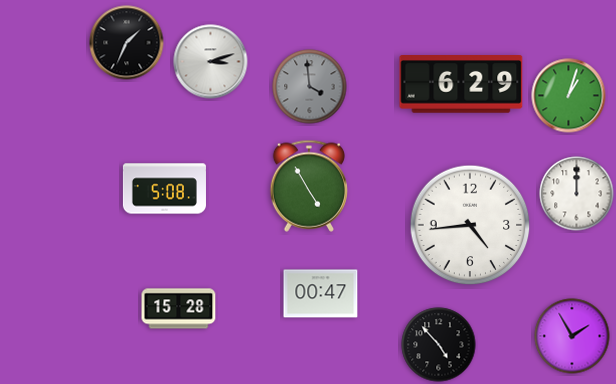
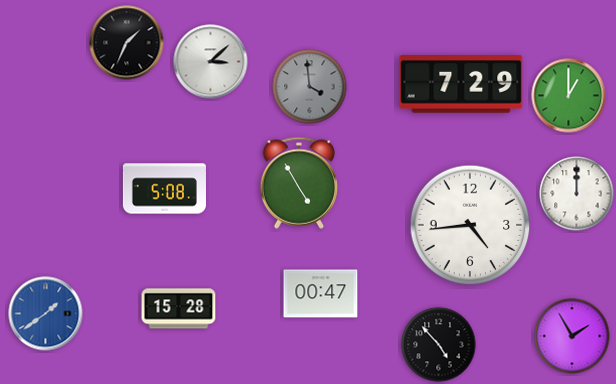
clock at (211, 62): 3:12 -> 3:08
clock at (461, 85): 6:29 -> 7:29
clock at (569, 96): 1:03 -> 1:00
clock at (308, 186) position: (308, 186) -> (298, 183)
clock at (46, 314): none -> 1:39
